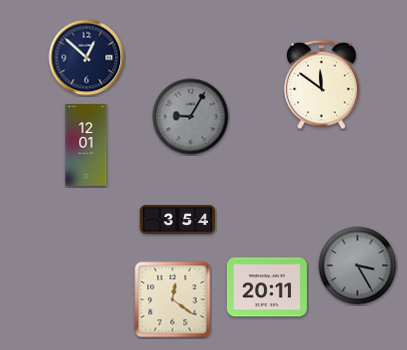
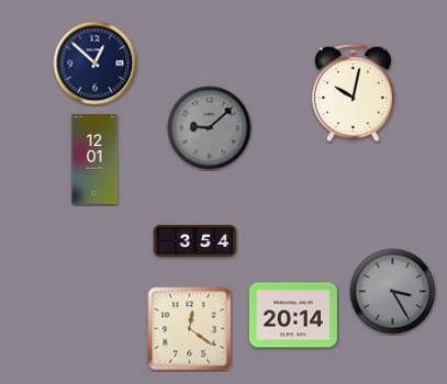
clock at (322, 85): 11:51 -> 10:02
clock at (191, 117): 9:05 -> 9:08
clock at (267, 287): 20:11 -> 20:14
